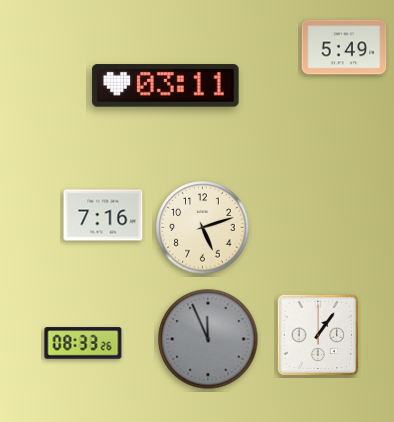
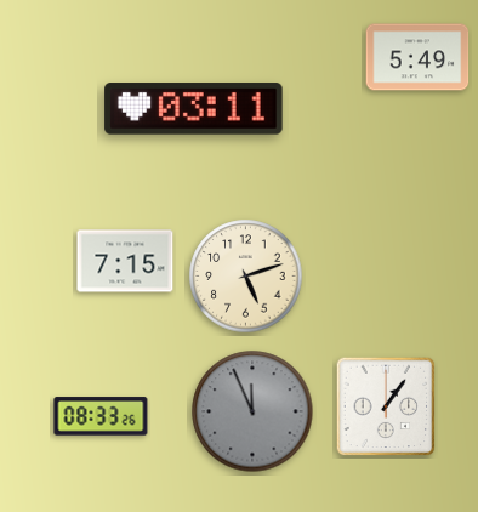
clock at (166, 86) position: (166, 86) -> (194, 109)
clock at (103, 215): 7:16 -> 7:15
